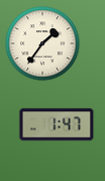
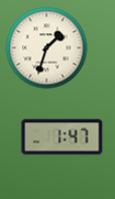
clock at (43, 44): 1:36 -> 1:33
